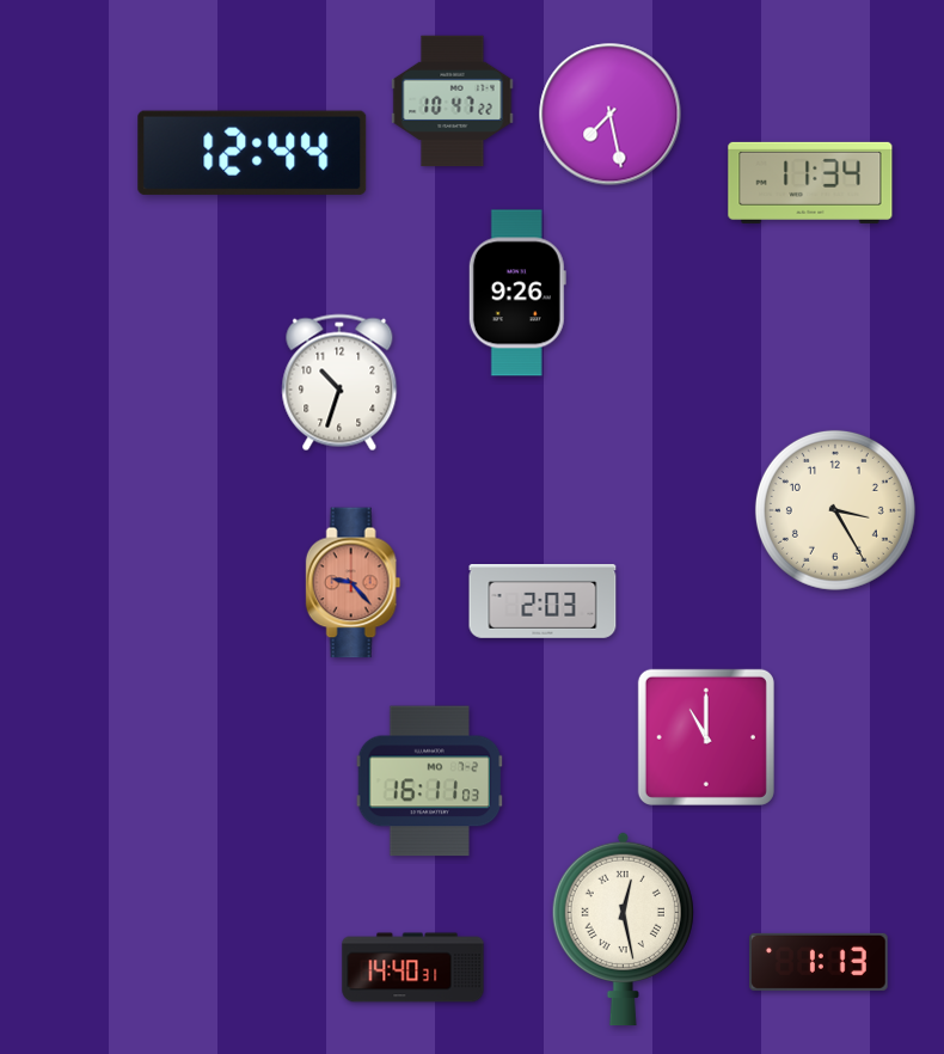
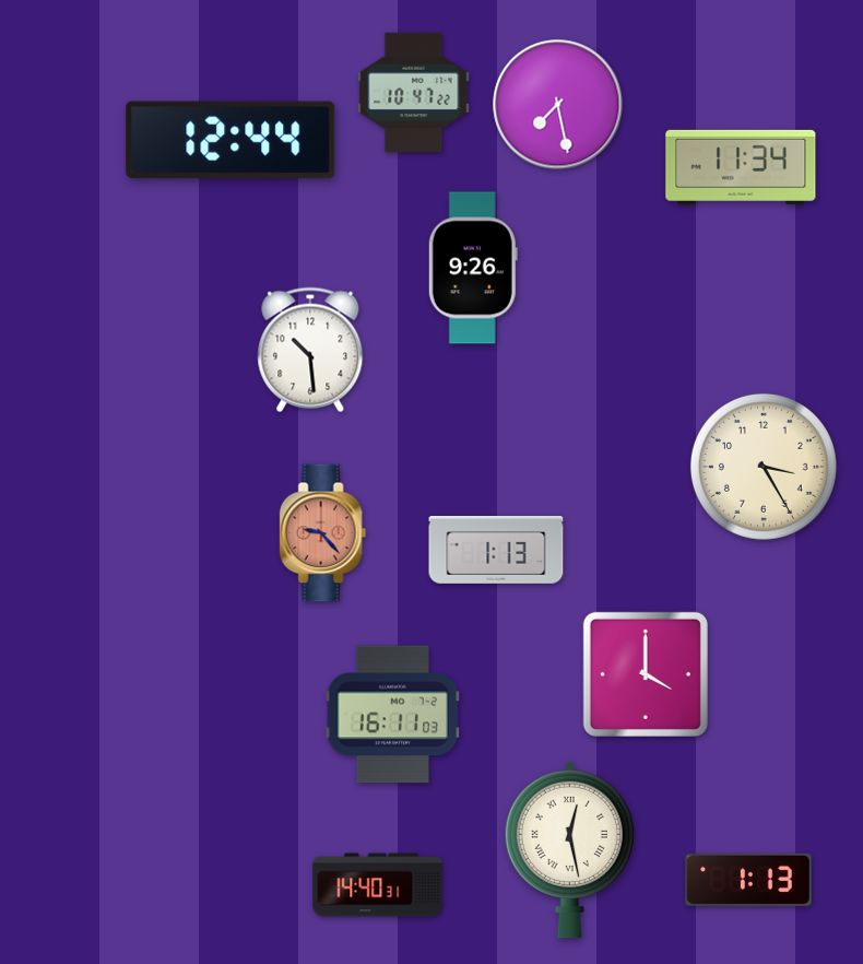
clock at (339, 382): 10:33 -> 10:29
clock at (543, 601): 2:03 -> 1:13
clock at (706, 737): 11:00 -> 4:00
